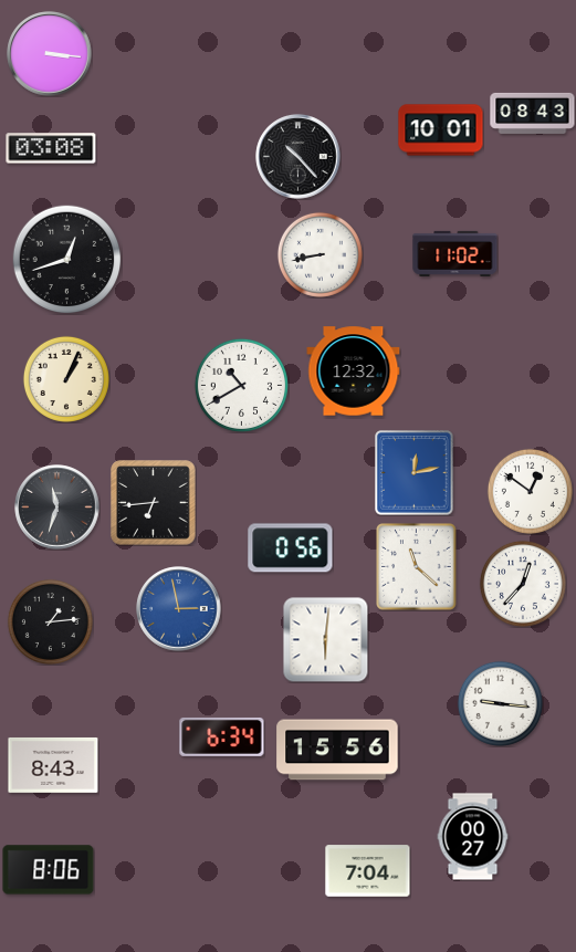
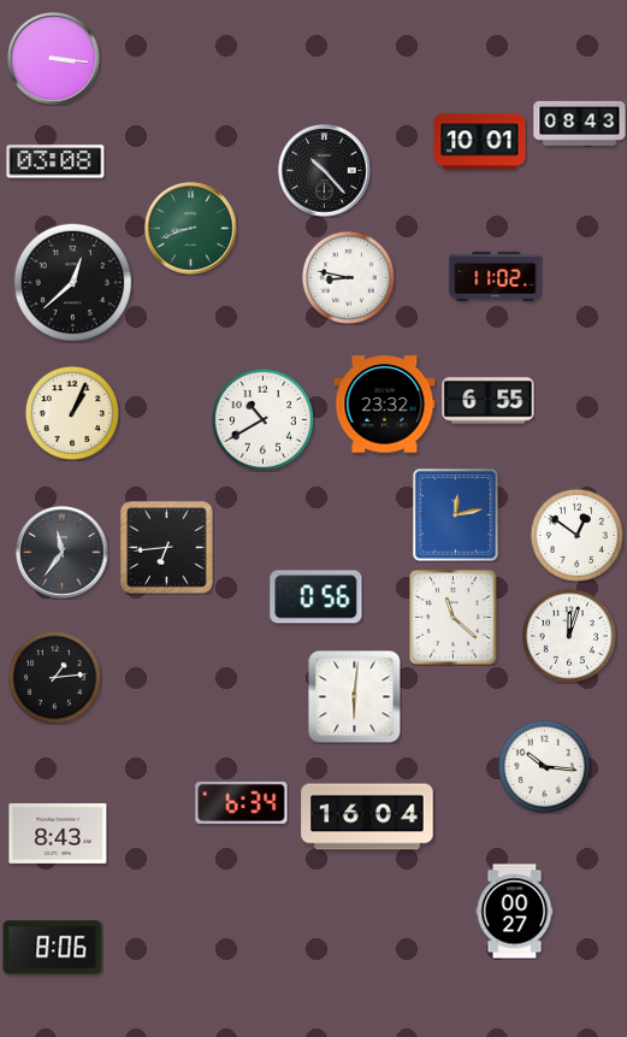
clock at (191, 229): none -> 8:42
clock at (320, 254): 8:43 -> 8:47
clock at (67, 260): 12:42 -> 12:38
clock at (489, 401): none -> 6:55
clock at (354, 372): 12:32 -> 23:32
clock at (415, 473) position: (415, 473) -> (456, 515)
clock at (57, 508): 11:33 -> 11:36
clock at (523, 584): 12:37 -> 12:03
clock at (179, 609): 2:58 -> none
clock at (500, 703): 9:16 -> 10:16
clock at (337, 750): 15:56 -> 16:04
clock at (368, 871): 7:04 -> none
